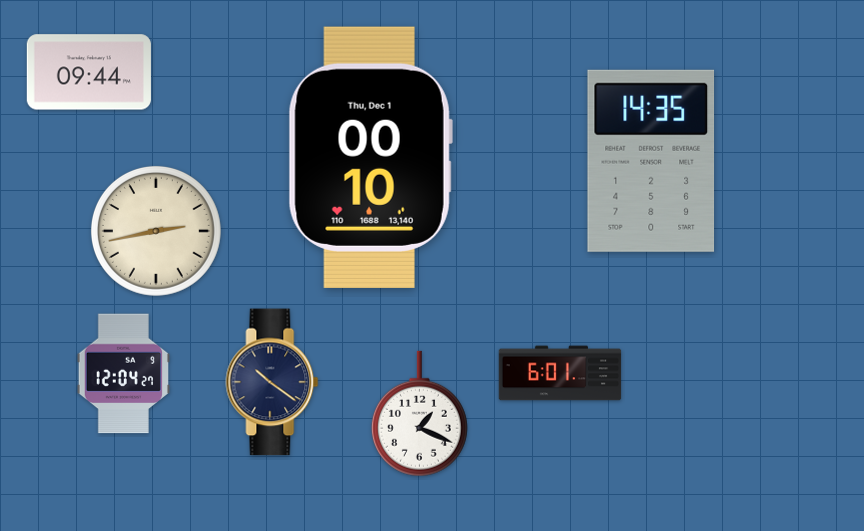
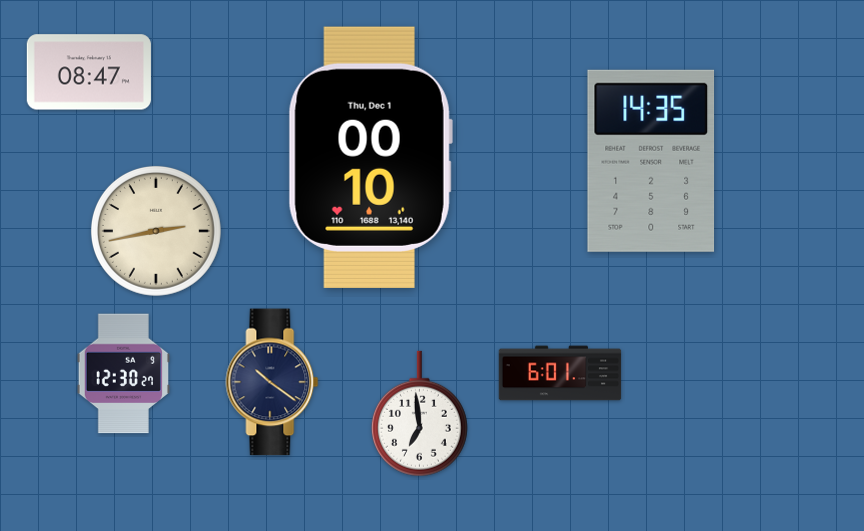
clock at (89, 72): 09:44 -> 08:47
clock at (123, 374): 12:04 -> 12:30
clock at (419, 414): 1:19 -> 6:59
